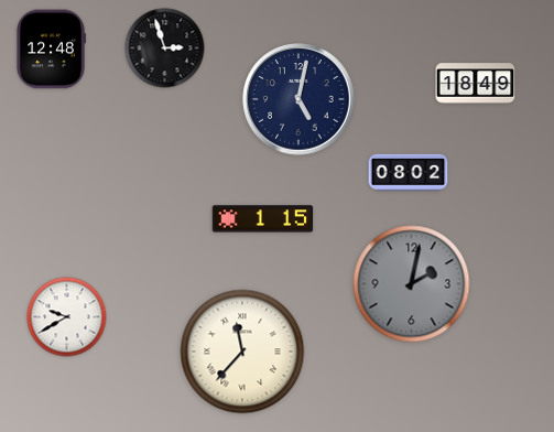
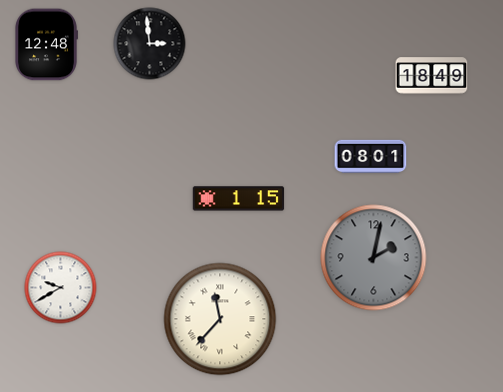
clock at (165, 48): 2:57 -> 2:59
clock at (298, 99): 5:02 -> none
clock at (409, 173): 08:02 -> 08:01
